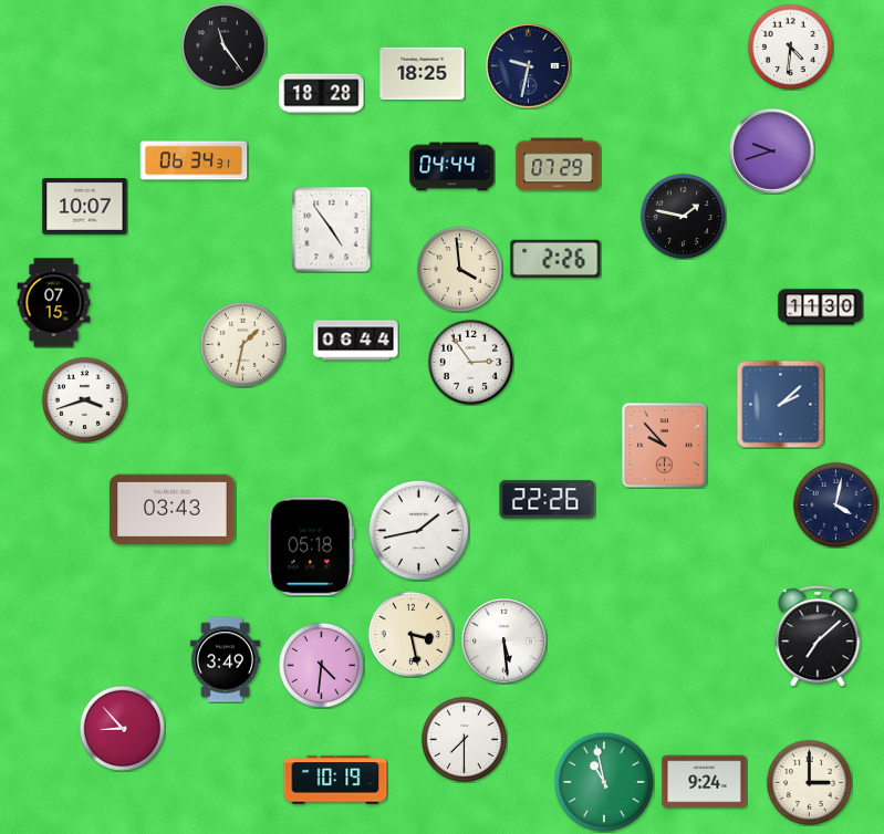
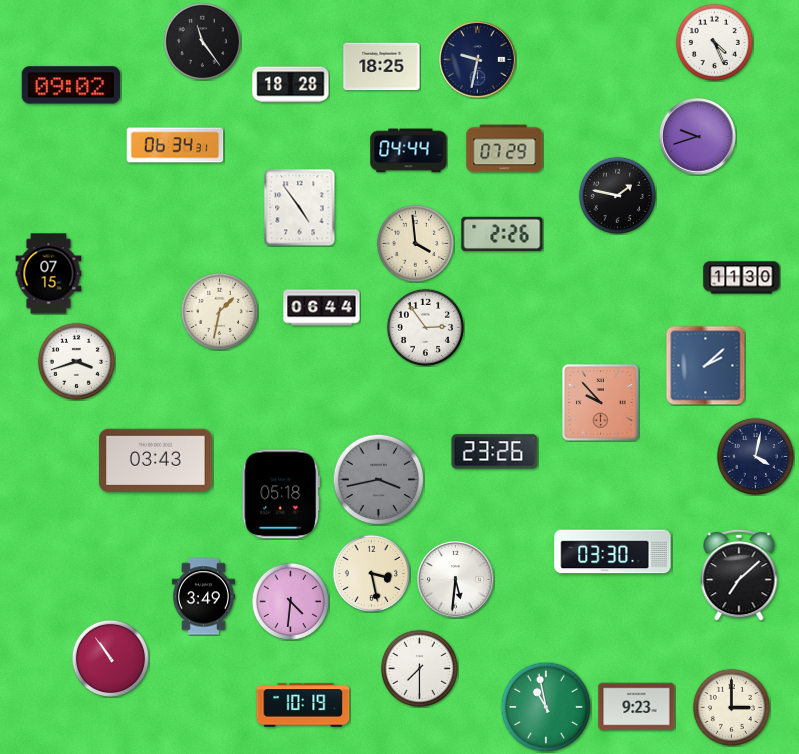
clock at (790, 46): 4:31 -> 4:26
clock at (71, 85): none -> 09:02
clock at (85, 207): 10:07 -> none
clock at (548, 500): 22:26 -> 23:26
clock at (418, 530): 1:43 -> 3:43
clock at (418, 530) dial: white -> grey
clock at (613, 552): none -> 03:30
clock at (505, 642): 5:29 -> 5:31
clock at (122, 728): 8:53 -> 10:54
clock at (705, 782): 9:24 -> 9:23
